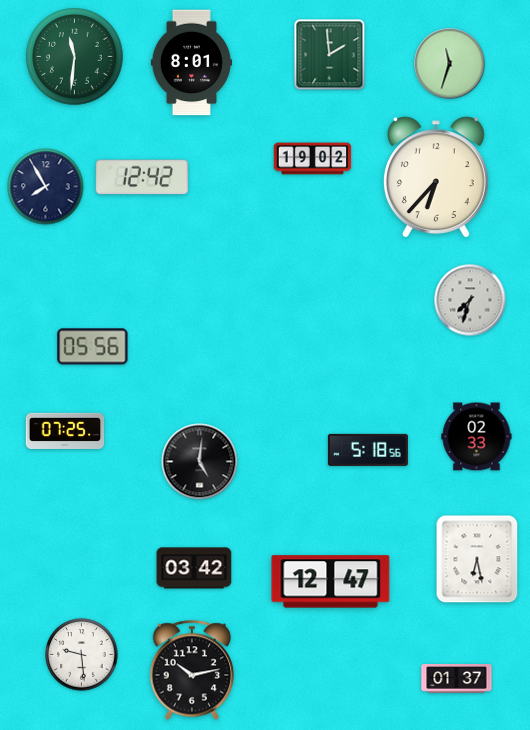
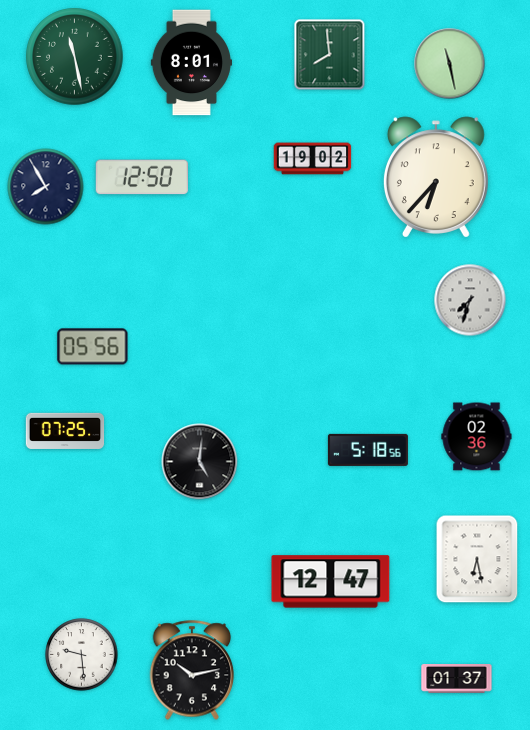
clock at (330, 55): 1:59 -> 7:59
clock at (75, 57): 11:31 -> 11:28
clock at (450, 64): 11:33 -> 11:28
clock at (142, 177): 12:42 -> 12:50
clock at (477, 437): 02:33 -> 02:36
clock at (194, 568): 03:42 -> none
